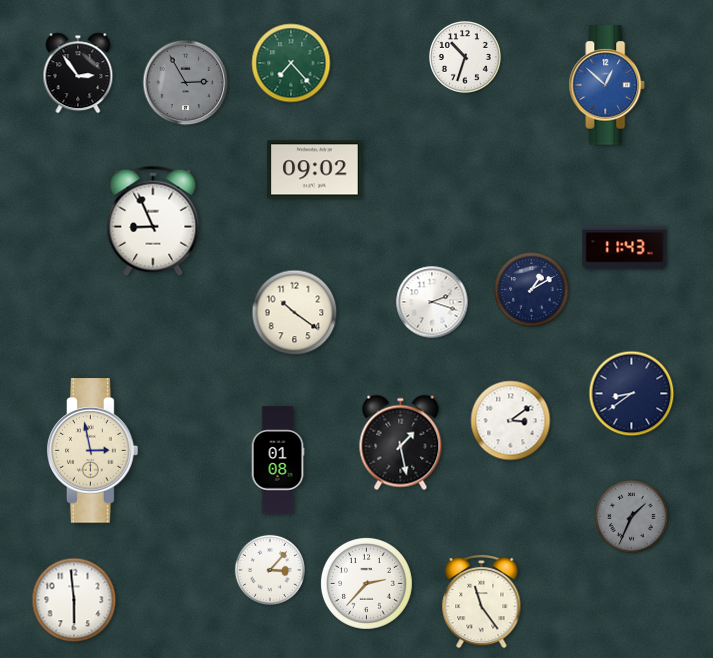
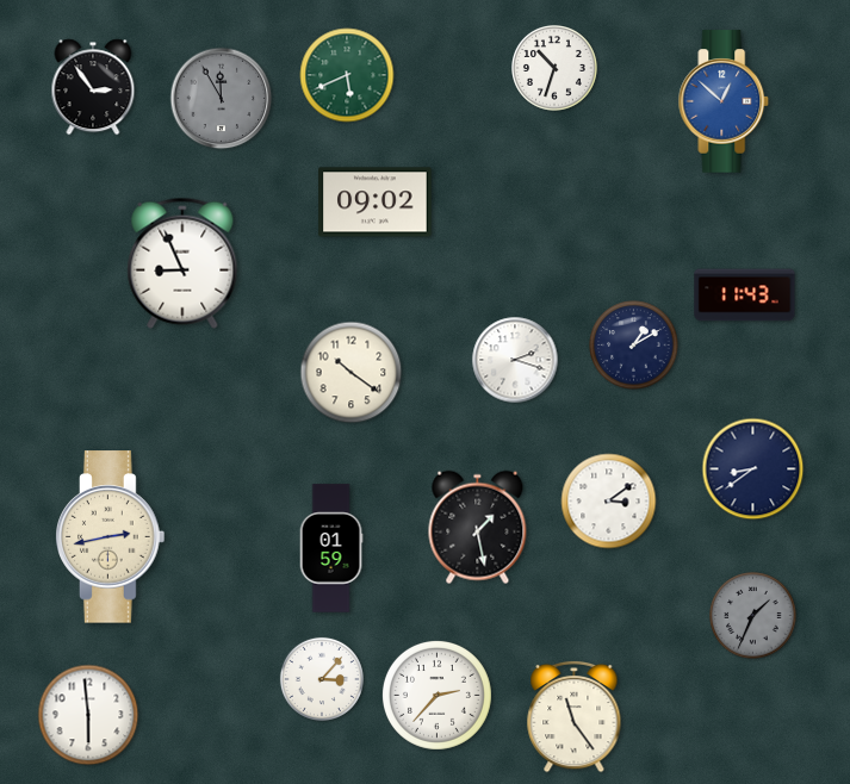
clock at (291, 63): 7:23 -> 5:41
clock at (186, 83): 2:55 -> 11:55
clock at (93, 451): 2:58 -> 2:43
clock at (278, 460): 01:08 -> 01:59
